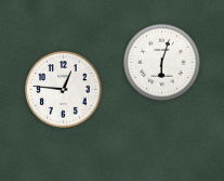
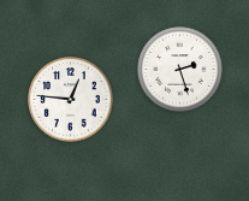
clock at (162, 63): 6:03 -> 2:27
